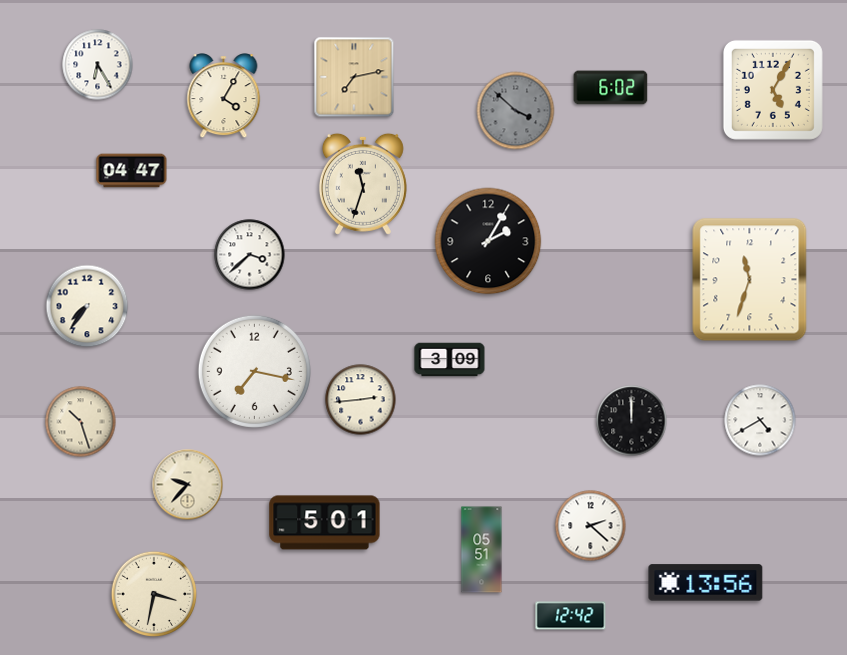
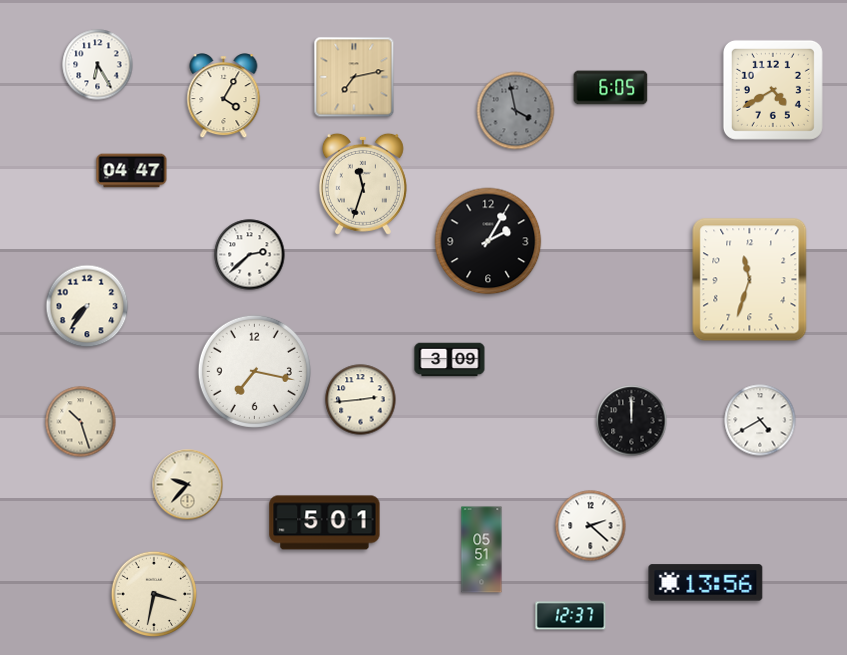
clock at (611, 88): 6:02 -> 6:05
clock at (773, 90): 5:05 -> 4:40
clock at (516, 111): 3:52 -> 3:58
clock at (250, 255): 3:38 -> 2:38
clock at (571, 616): 12:42 -> 12:37
